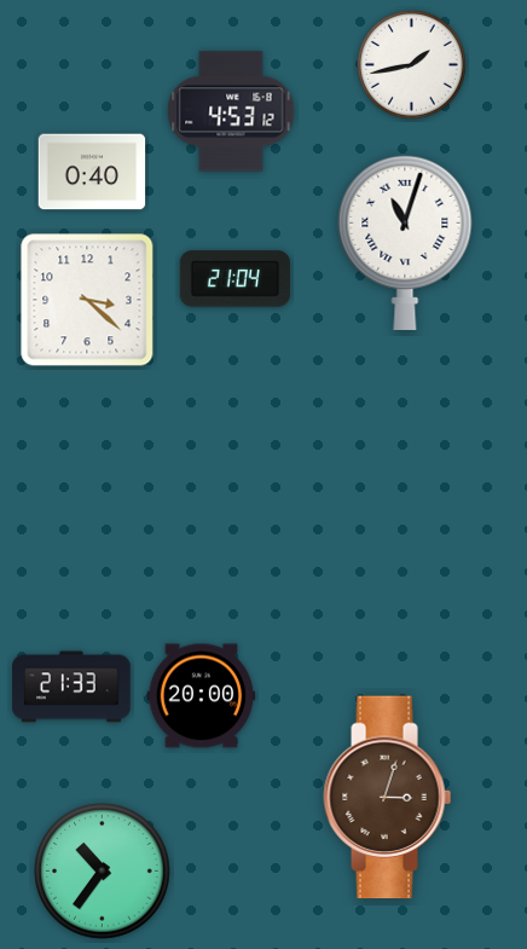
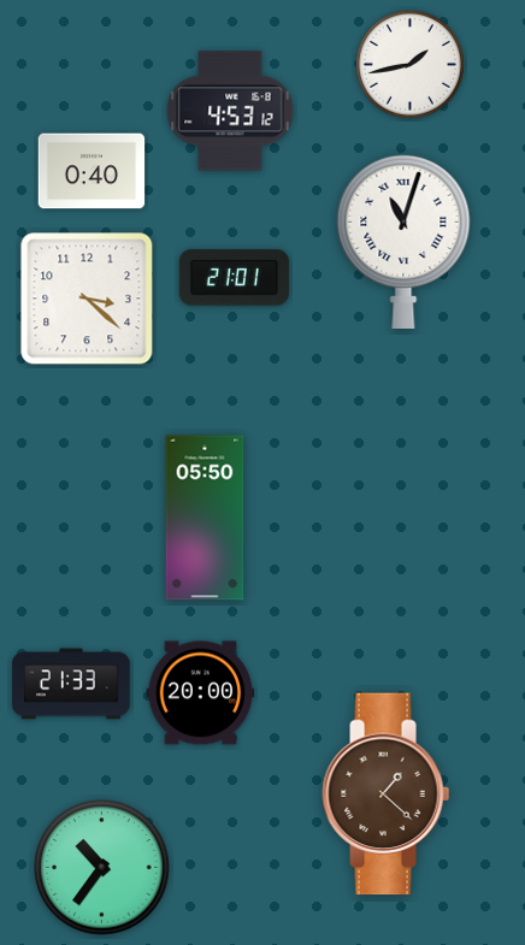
clock at (234, 279): 21:04 -> 21:01
clock at (205, 518): none -> 05:50
clock at (388, 798): 3:03 -> 1:22
